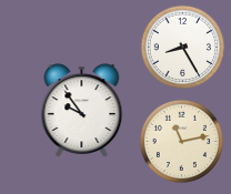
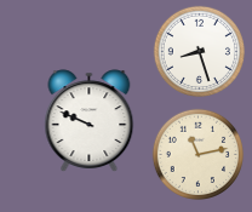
clock at (182, 47): 8:25 -> 8:27
clock at (82, 111): 9:54 -> 9:49
